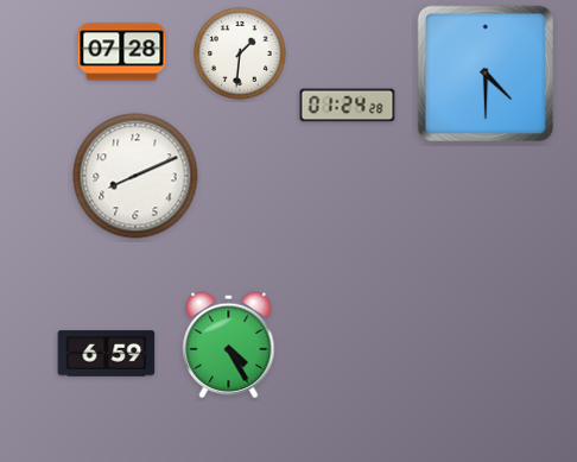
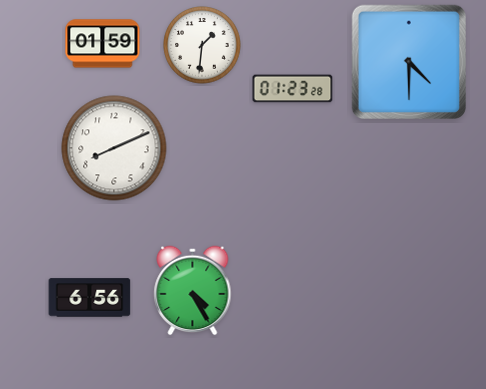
clock at (122, 52): 07:28 -> 01:59
clock at (348, 106): 01:24 -> 01:23
clock at (107, 354): 6:59 -> 6:56
